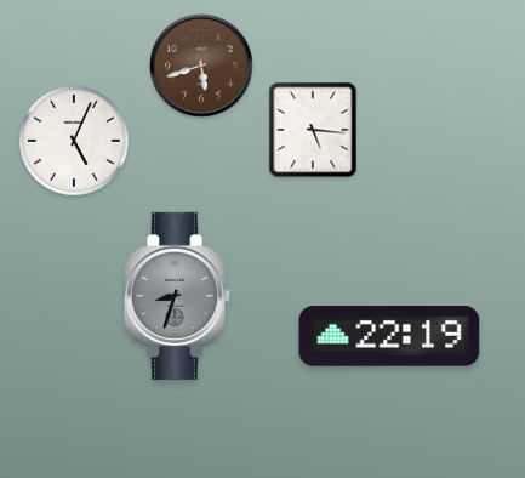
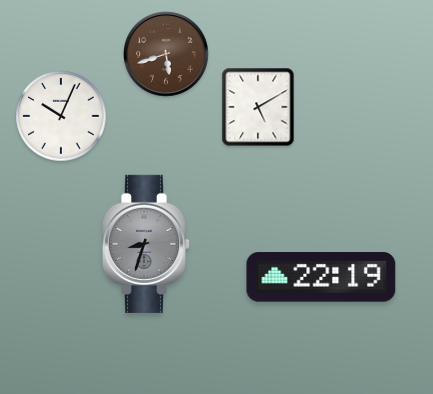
clock at (313, 130): 5:16 -> 5:10
clock at (74, 141): 5:04 -> 10:04
